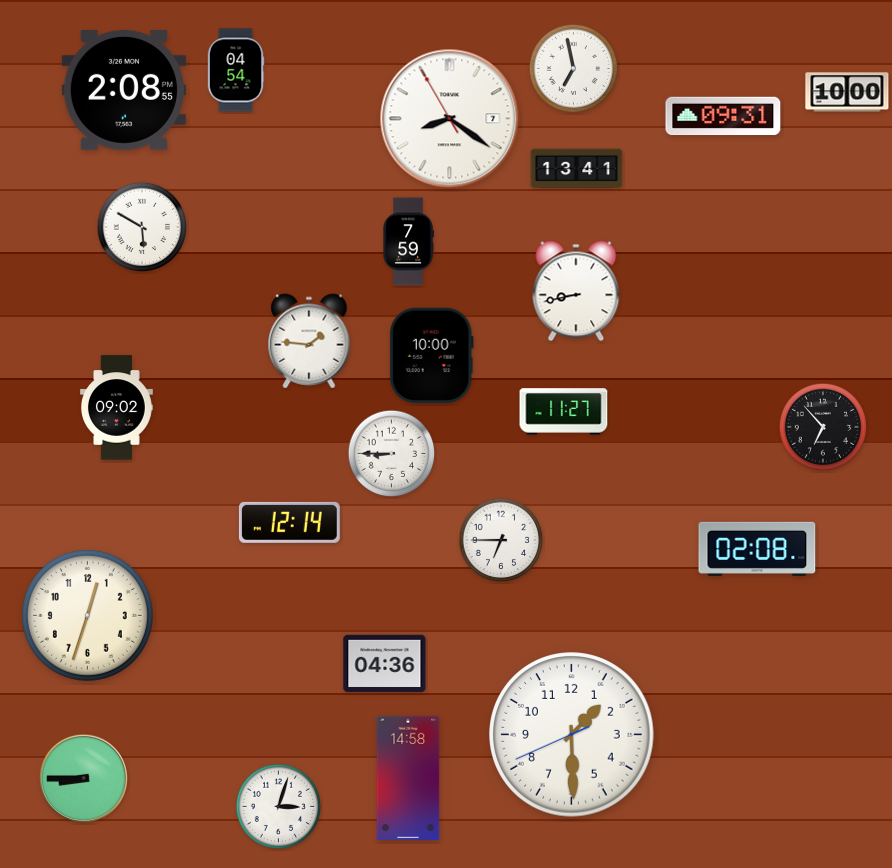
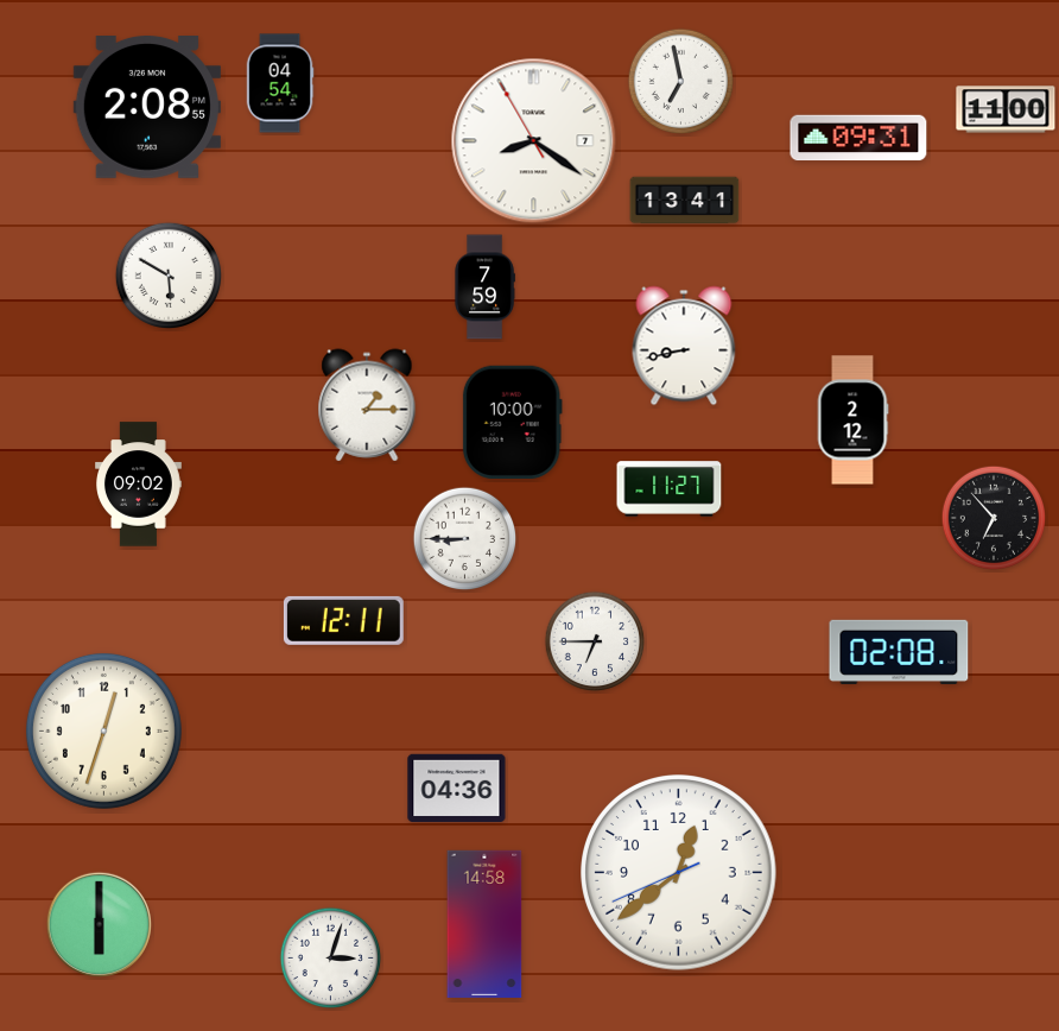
clock at (847, 92): 10:00 -> 11:00
clock at (142, 227) position: (142, 227) -> (169, 276)
clock at (309, 341): 1:46 -> 1:15
clock at (852, 420): none -> 2:12
clock at (823, 427) position: (823, 427) -> (994, 518)
clock at (289, 522): 12:14 -> 12:11
clock at (572, 735): 1:29 -> 12:38
clock at (83, 778): 8:45 -> 6:00
